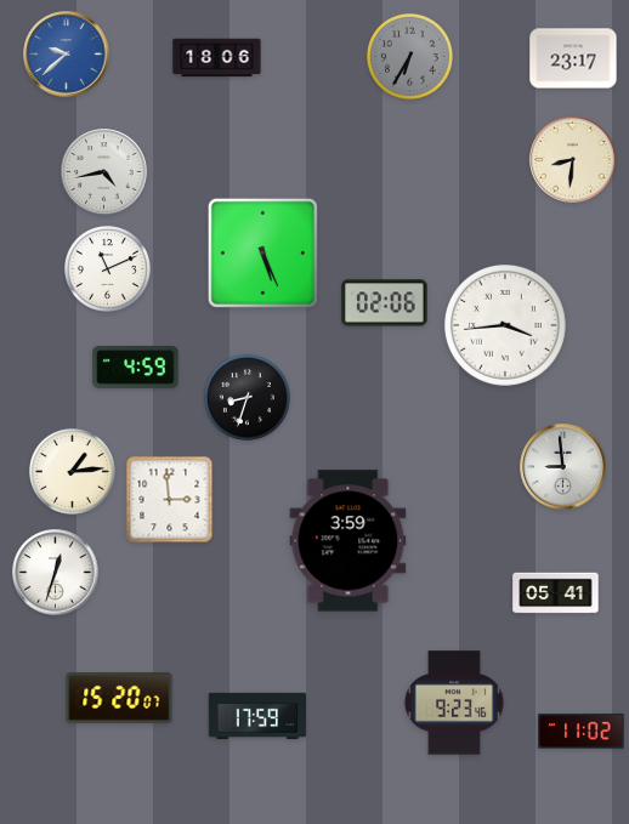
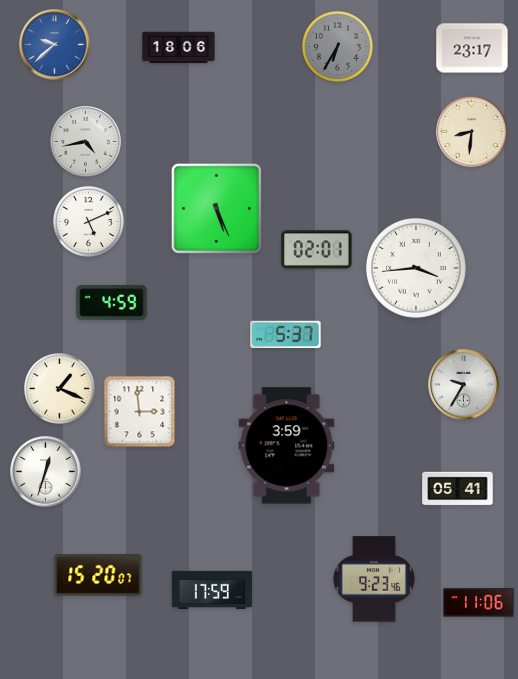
clock at (107, 268): 11:11 -> 5:11
clock at (385, 303): 02:06 -> 02:01
clock at (246, 397): 8:33 -> none
clock at (286, 335): none -> 5:37
clock at (563, 467): 8:59 -> 9:35
clock at (72, 471): 1:14 -> 1:19
clock at (582, 732): 11:02 -> 11:06
